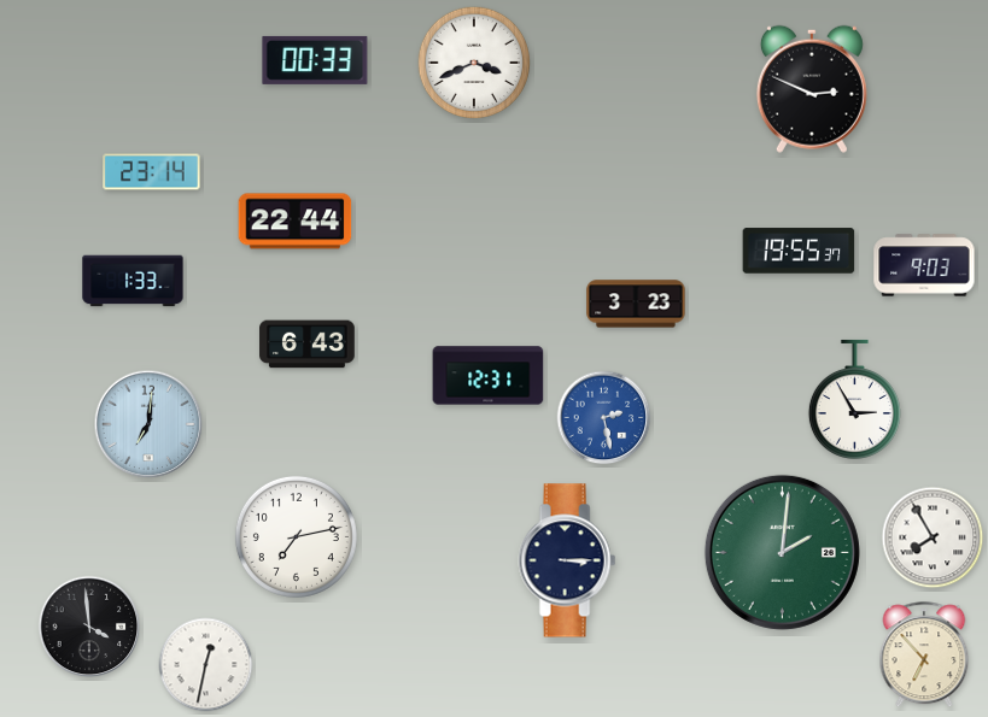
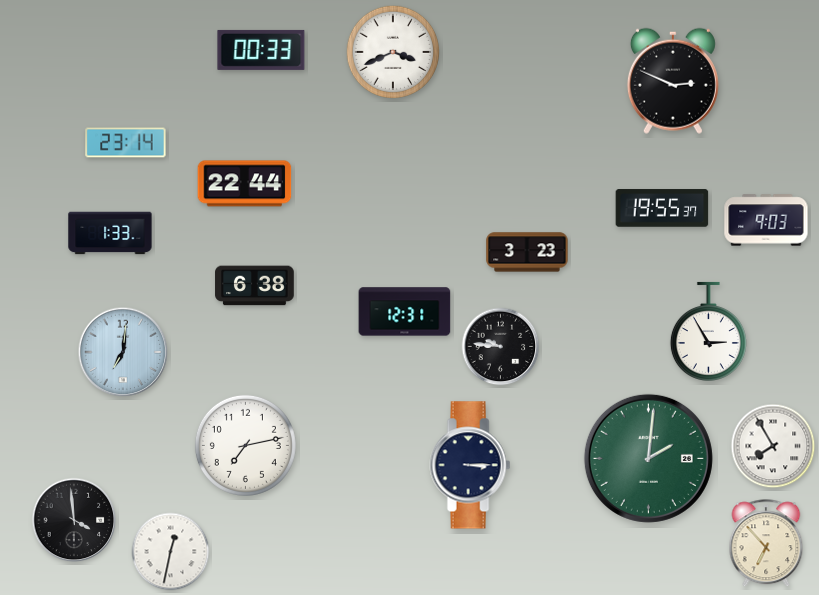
clock at (812, 89) position: (812, 89) -> (673, 81)
clock at (308, 345): 6:43 -> 6:38
clock at (604, 418): 2:28 -> 9:46
clock at (604, 418) dial: blue -> black
